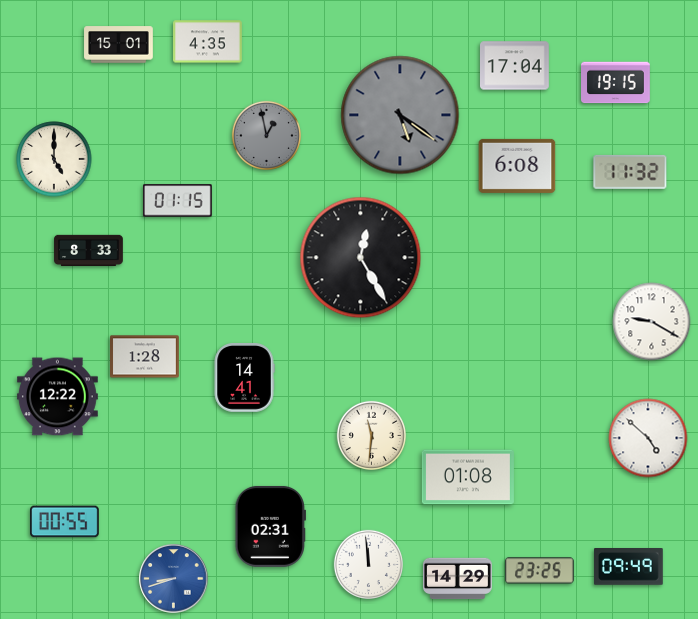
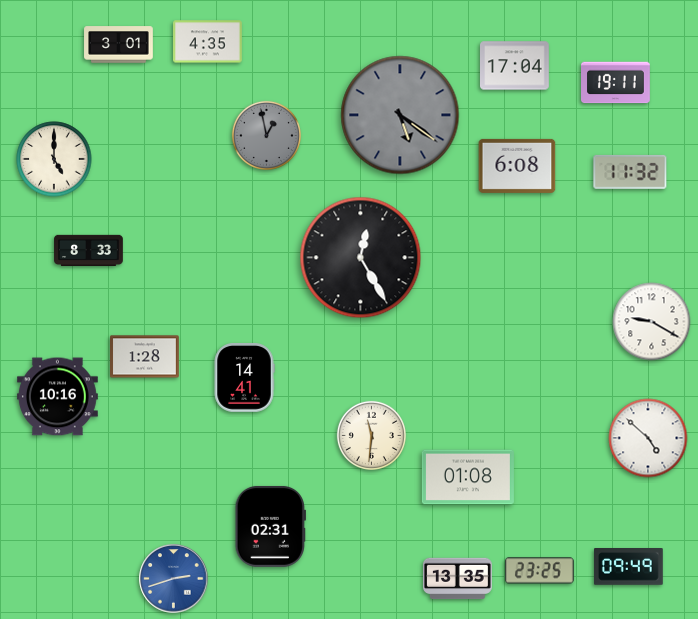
clock at (119, 45): 15:01 -> 3:01
clock at (616, 83): 19:15 -> 19:11
clock at (178, 201): 01:15 -> none
clock at (57, 397): 12:22 -> 10:16
clock at (65, 522): 00:55 -> none
clock at (368, 564): 11:59 -> none
clock at (174, 579): 8:42 -> 2:42
clock at (458, 579): 14:29 -> 13:35
